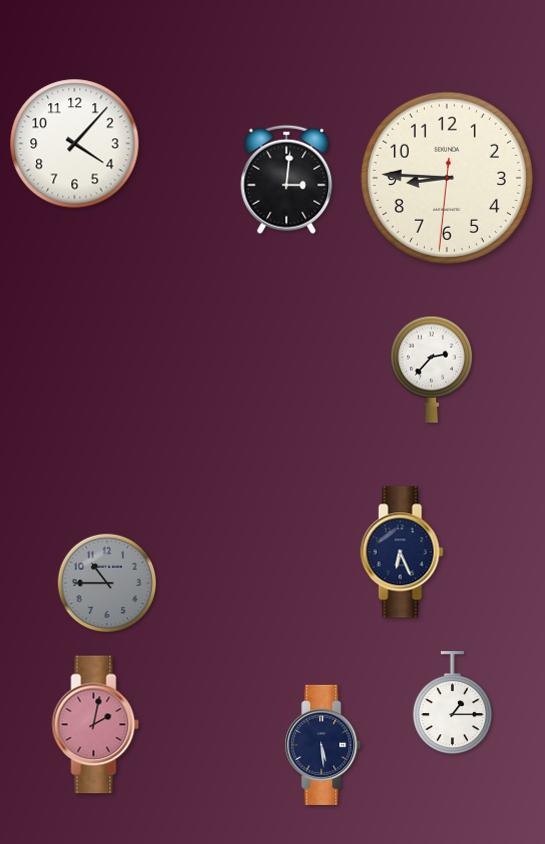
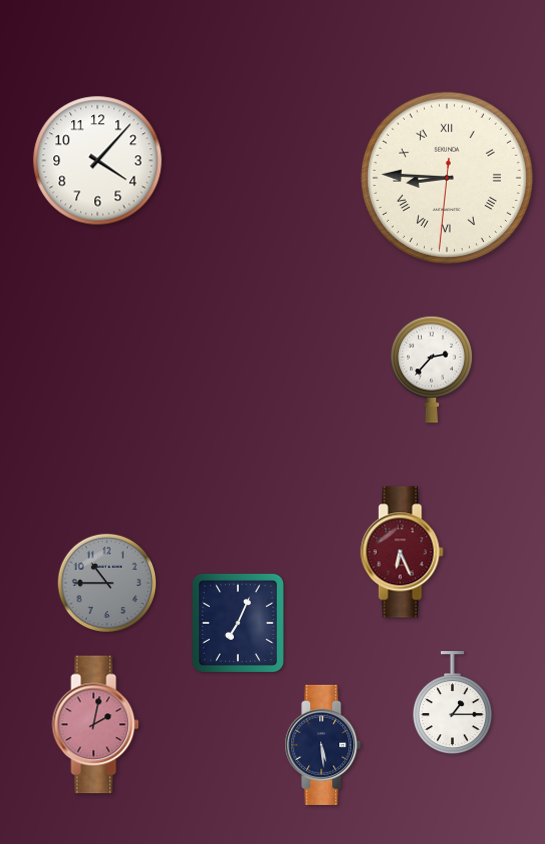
clock at (75, 144) position: (75, 144) -> (98, 161)
clock at (447, 178) numerals: Arabic -> Roman
clock at (287, 179): 3:01 -> none
clock at (402, 552) dial: navy -> burgundy
clock at (238, 623): none -> 7:04
